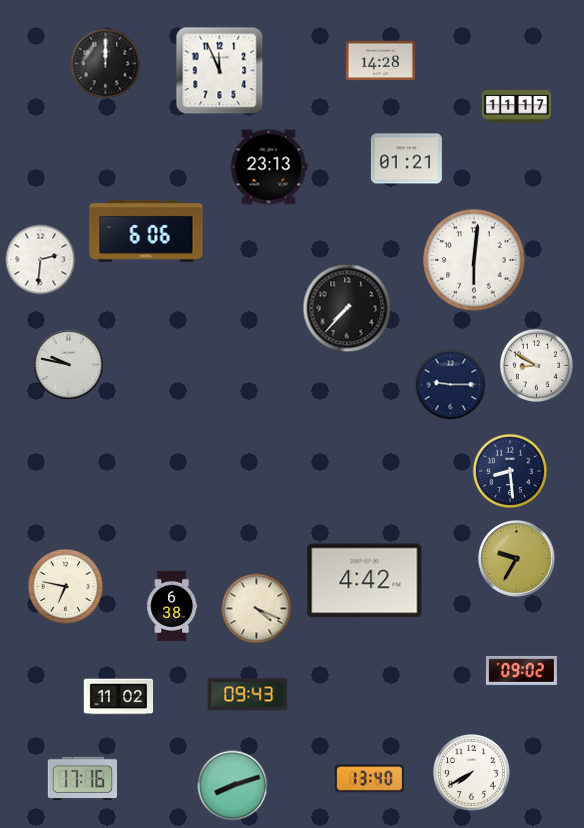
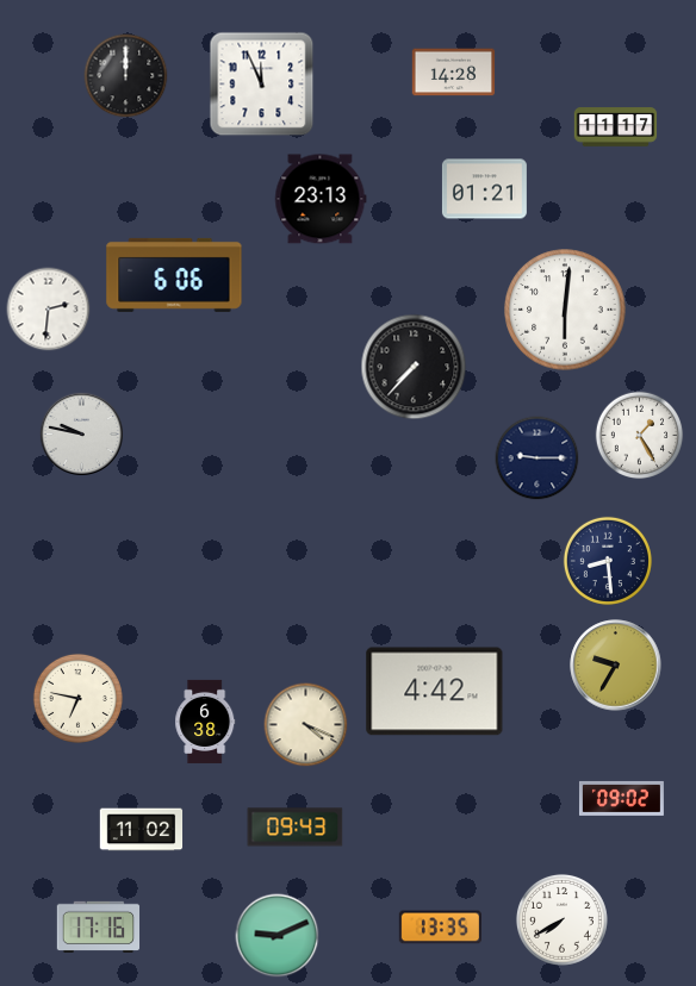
clock at (537, 366): 8:50 -> 1:25
clock at (370, 779): 13:40 -> 13:35
clock at (233, 786): 8:12 -> 9:11
